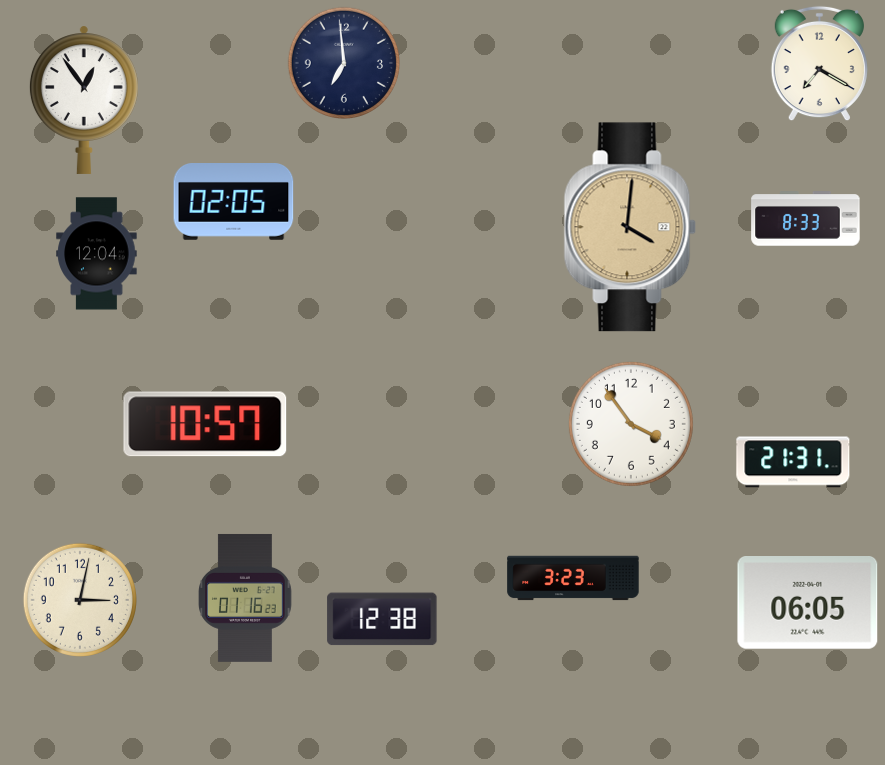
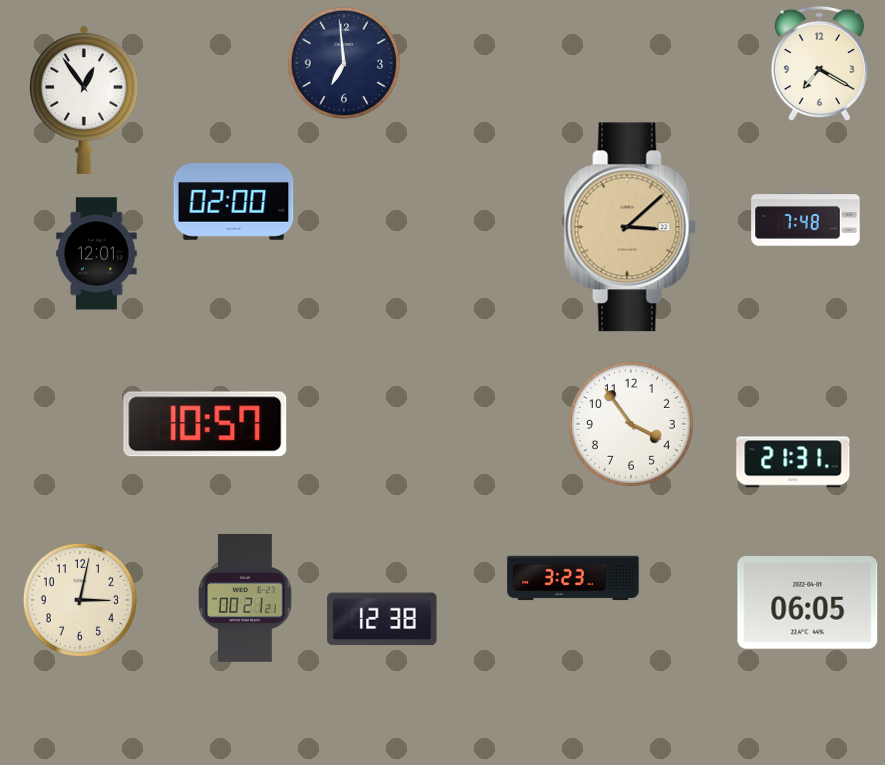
clock at (234, 202): 02:05 -> 02:00
clock at (806, 219): 8:33 -> 7:48
clock at (630, 227): 4:01 -> 3:08
clock at (97, 254): 12:04 -> 12:01
clock at (245, 598): 01:16 -> 00:21
